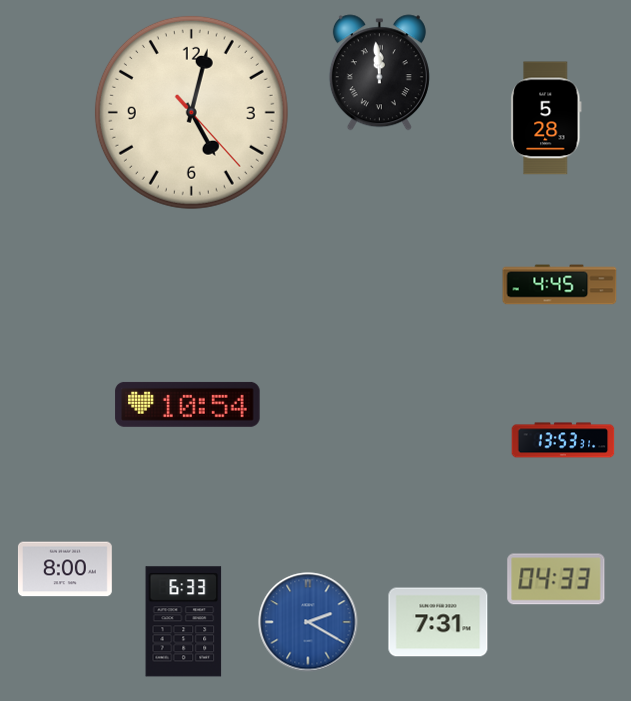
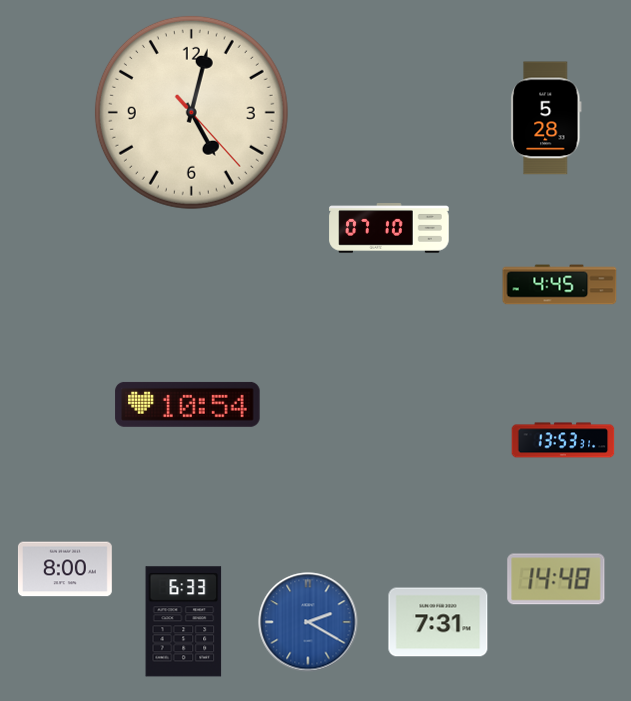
clock at (379, 73): 11:59 -> none
clock at (389, 228): none -> 07:10
clock at (556, 579): 04:33 -> 14:48
